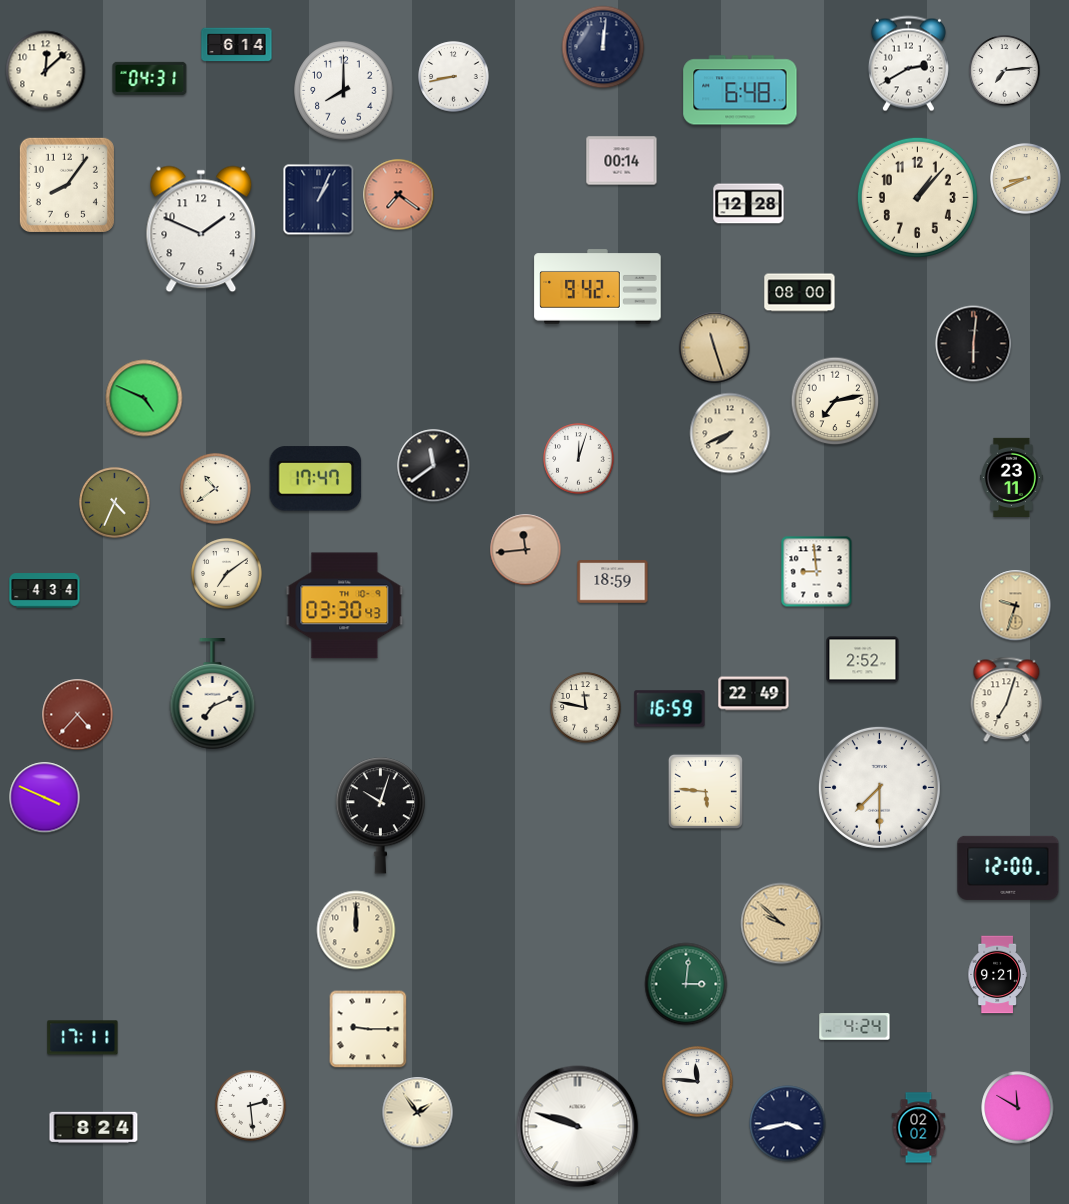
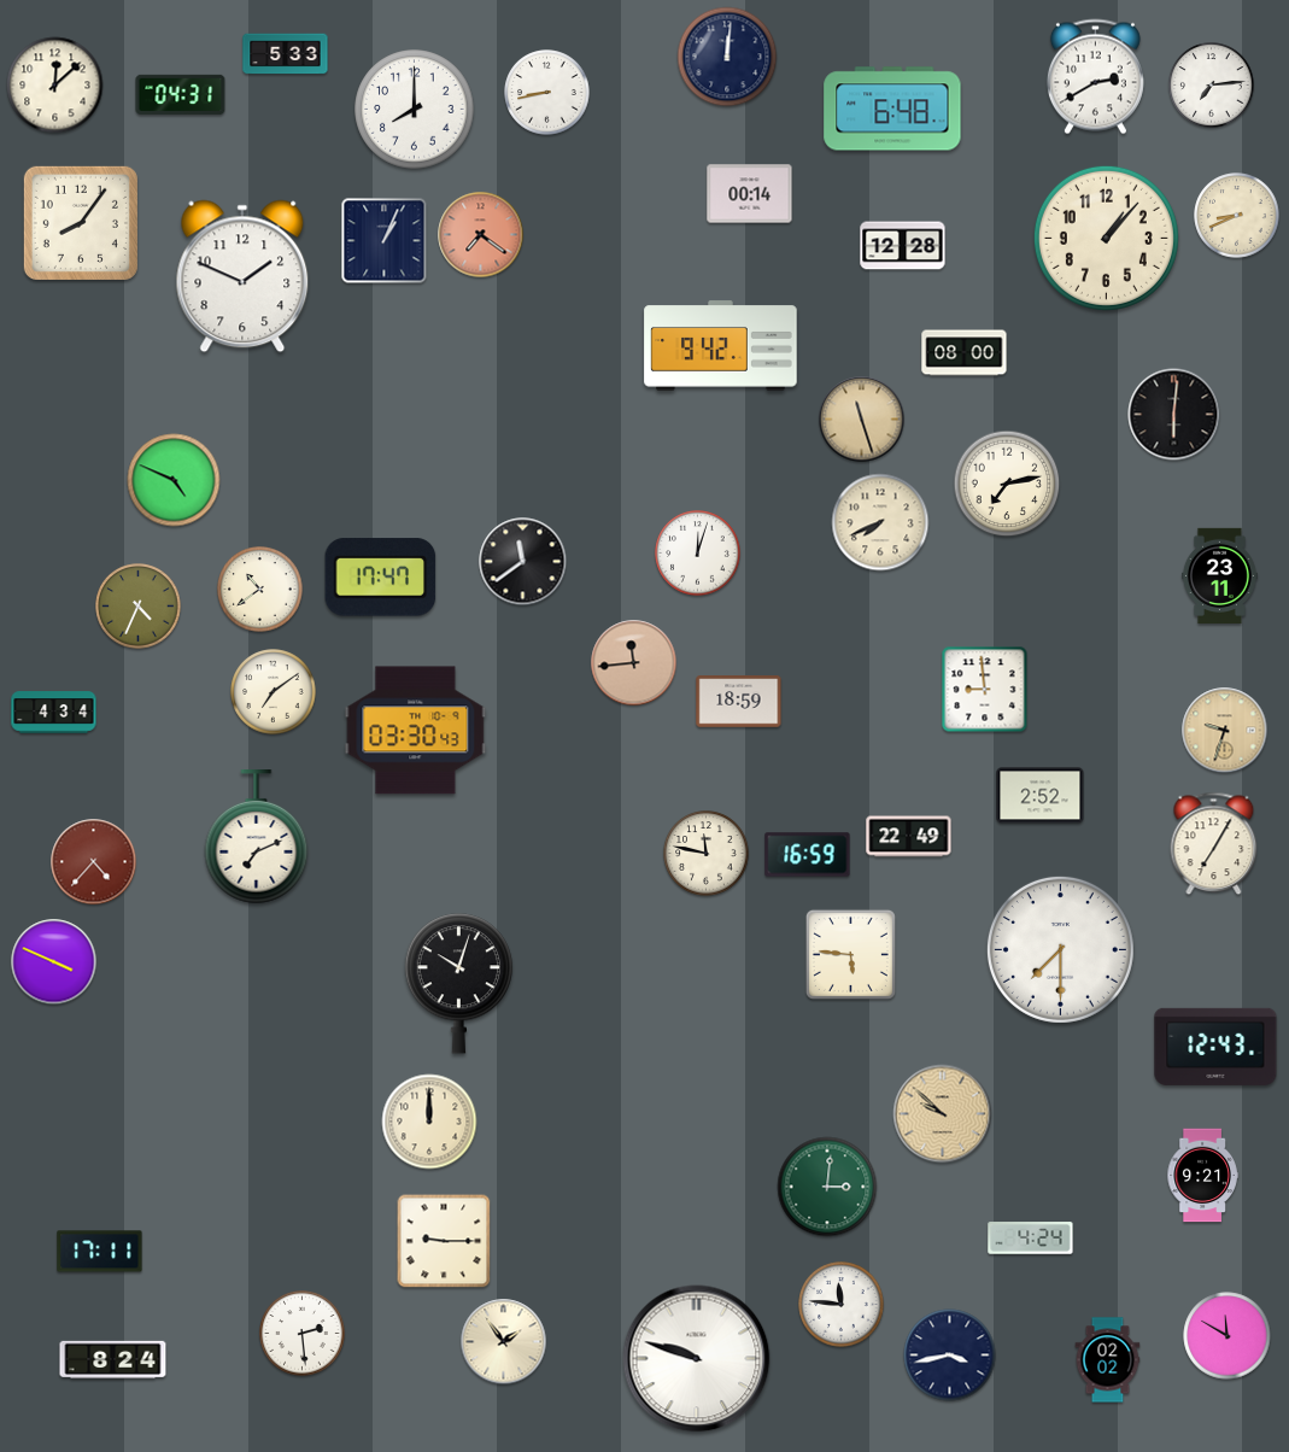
clock at (237, 45): 6:14 -> 5:33
clock at (1007, 700): 7:03 -> 7:05
clock at (1008, 868): 12:00 -> 12:43
